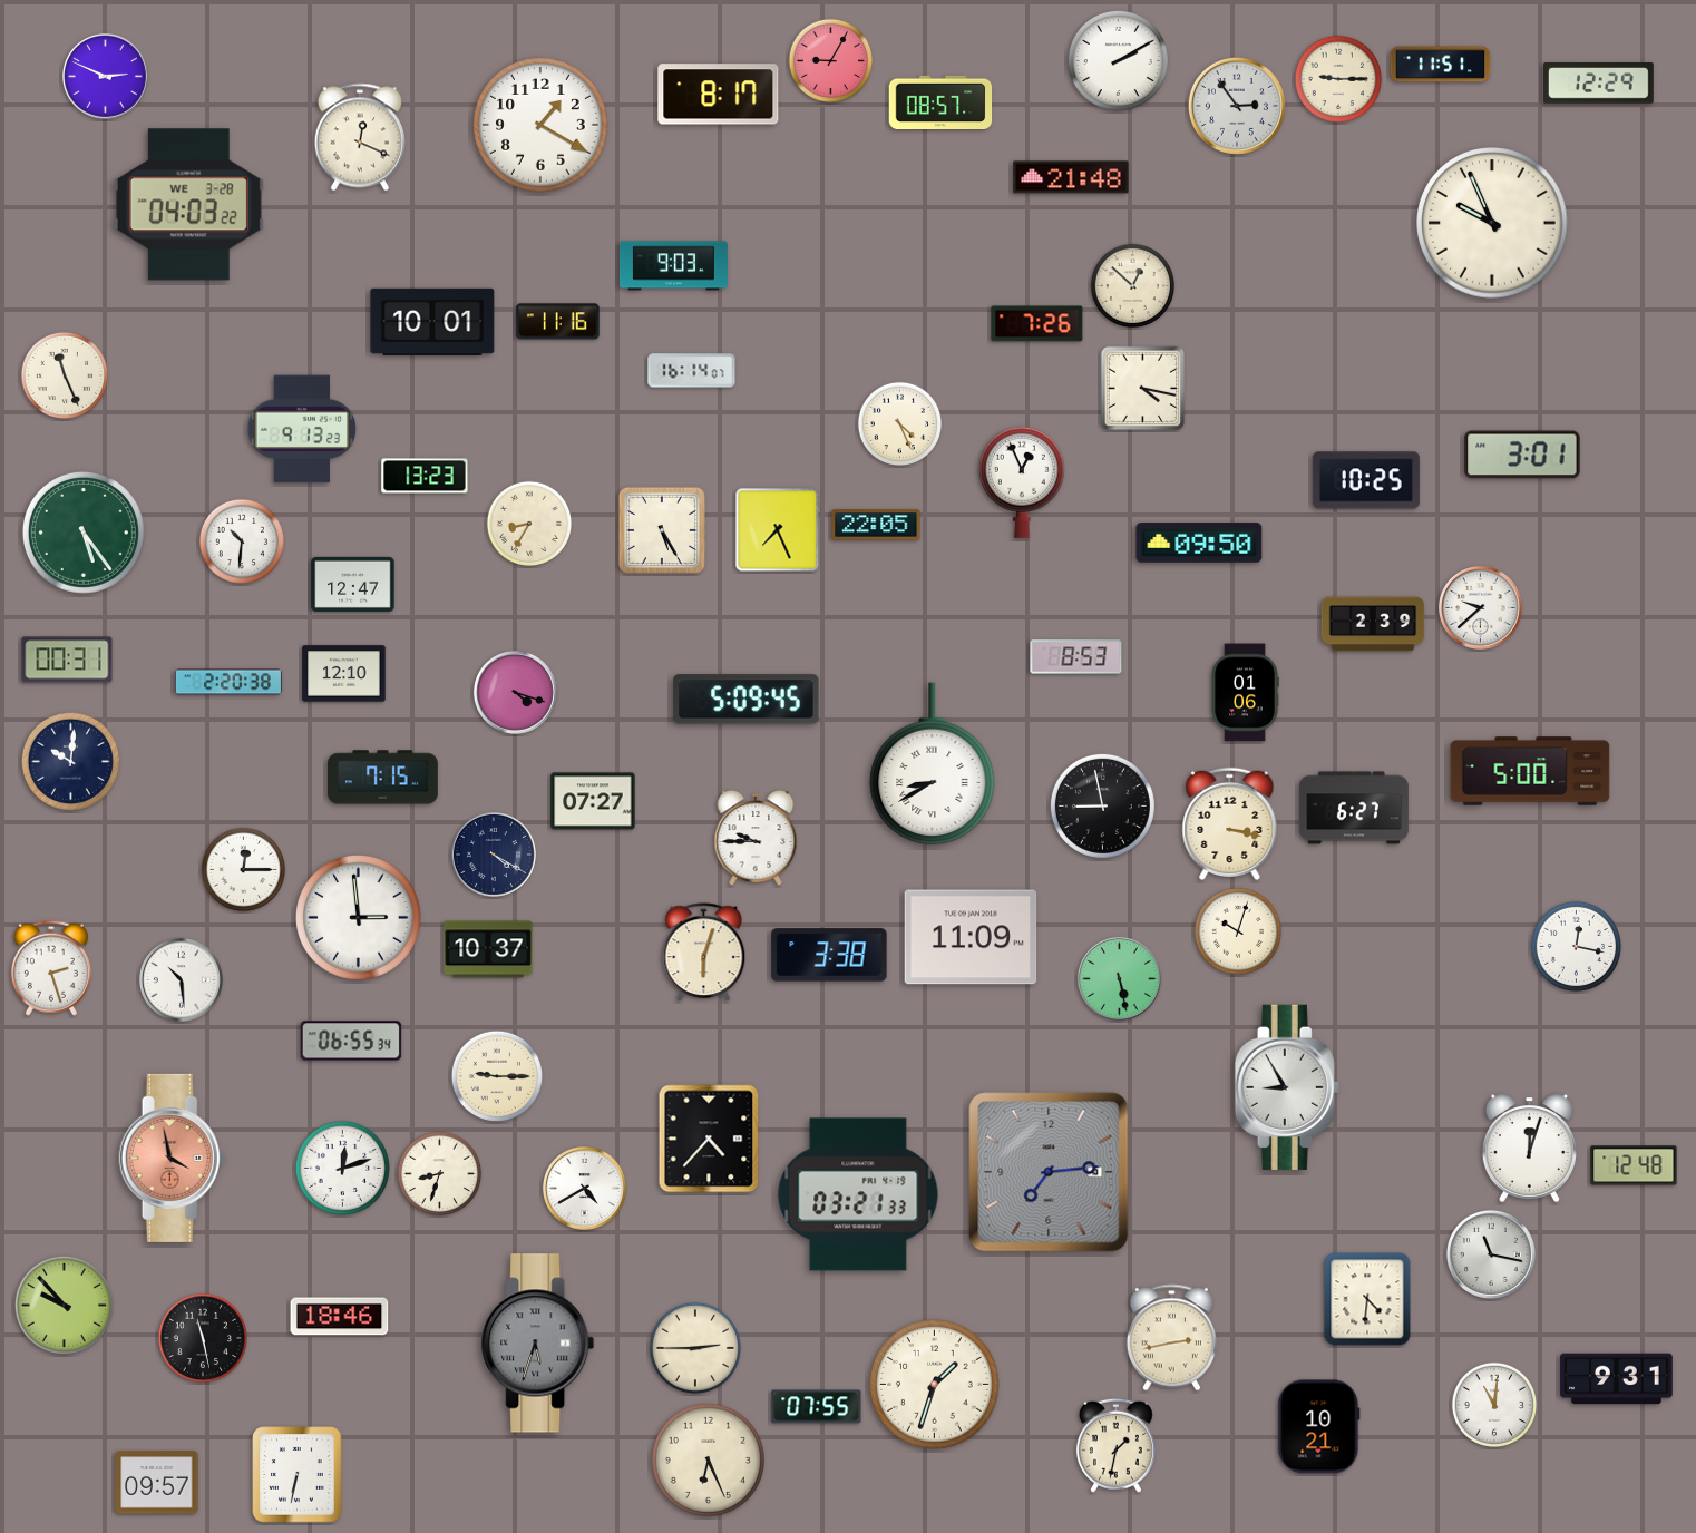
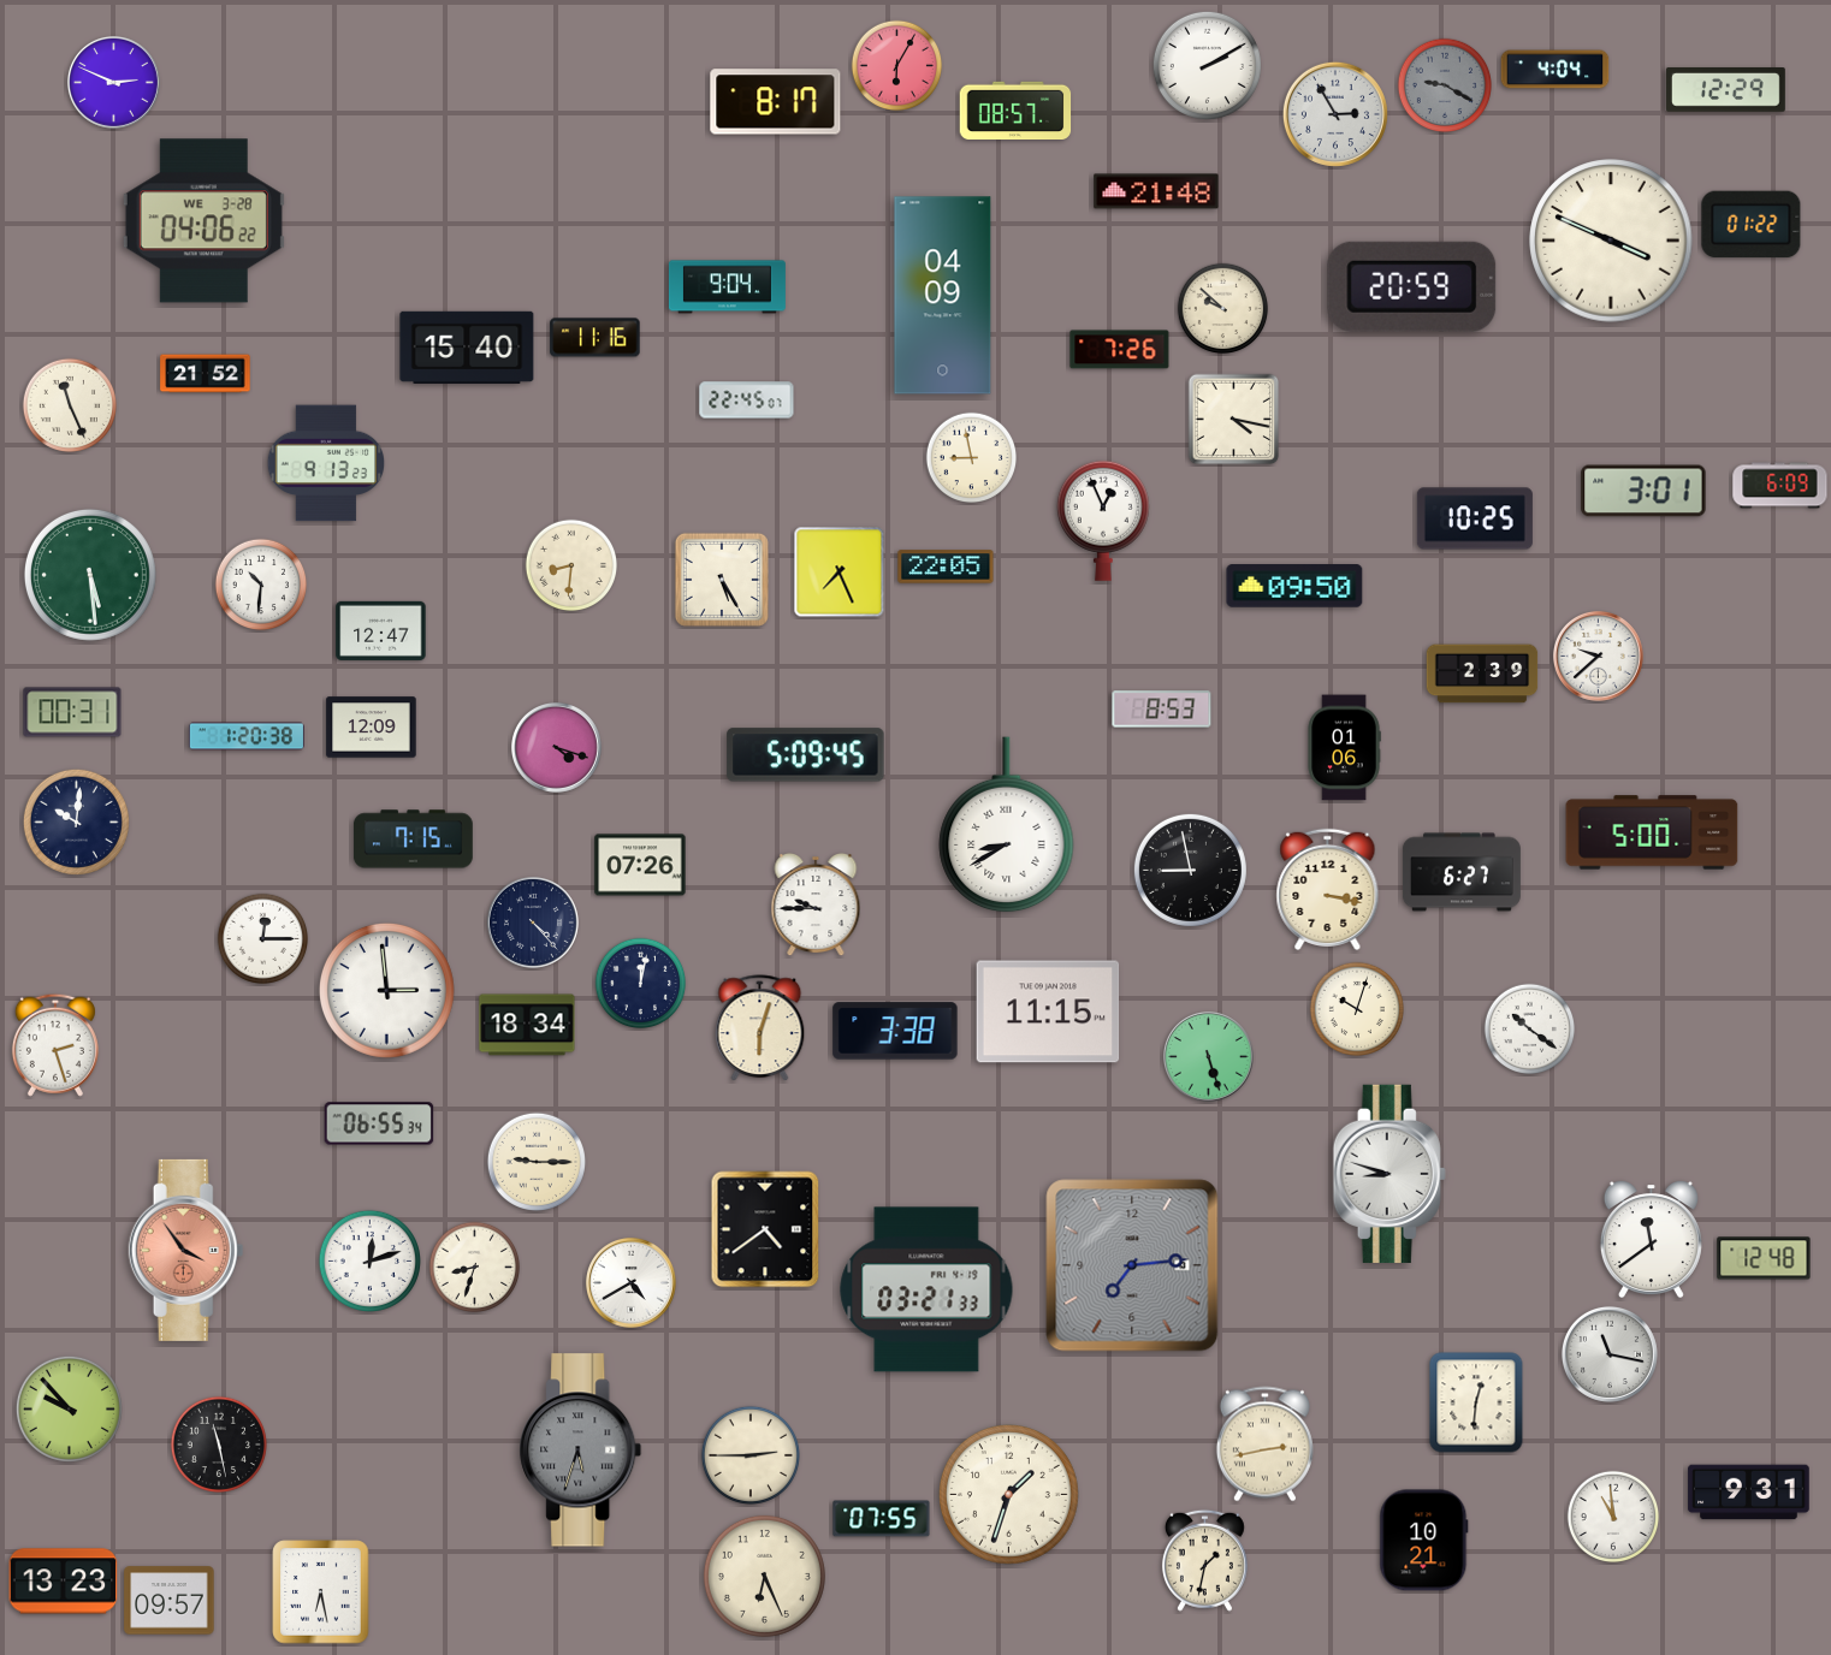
clock at (831, 61): 9:05 -> 6:05
clock at (1441, 65): 11:51 -> 4:04
clock at (1337, 78): 9:15 -> 9:20
clock at (1337, 78) dial: cream -> grey
clock at (1237, 106): 2:54 -> 2:55
clock at (542, 126): 1:20 -> none
clock at (360, 137): 12:19 -> none
clock at (188, 205): 04:03 -> 04:06
clock at (1752, 225): none -> 01:22
clock at (1492, 223): 9:56 -> 3:49
clock at (1412, 286): none -> 20:59
clock at (673, 266): 9:03 -> 9:04
clock at (943, 296): none -> 04:09
clock at (1133, 286): 12:52 -> 9:52
clock at (432, 322): 10:01 -> 15:40
clock at (558, 322) position: (558, 322) -> (595, 338)
clock at (206, 374): none -> 21:52
clock at (692, 371): 16:14 -> 22:45
clock at (900, 424): 4:26 -> 8:58
clock at (1780, 486): none -> 6:09
clock at (425, 476): 13:23 -> none
clock at (529, 524): 8:35 -> 8:31
clock at (662, 530) position: (662, 530) -> (722, 580)
clock at (84, 533): 5:24 -> 5:29
clock at (344, 674): 12:10 -> 12:09
clock at (228, 682): 2:20 -> 1:20
clock at (593, 801): 07:27 -> 07:26
clock at (494, 855): 4:20 -> 4:23
clock at (641, 984): none -> 12:02
clock at (1237, 930) position: (1237, 930) -> (1356, 1008)
clock at (971, 937): 11:09 -> 11:15
clock at (1576, 946): 12:17 -> none
clock at (488, 949): 10:37 -> 18:34
clock at (1530, 1030): none -> 10:21
clock at (1119, 978): 5:28 -> 5:27
clock at (181, 979): 10:29 -> none
clock at (1287, 1087): 8:55 -> 8:48
clock at (709, 1139): 4:37 -> 4:39
clock at (1529, 1148): 12:03 -> 11:39
clock at (173, 1158): 3:58 -> 3:54
clock at (1367, 1299): 4:31 -> 12:31
clock at (340, 1317): 18:46 -> none
clock at (1617, 1379) position: (1617, 1379) -> (1749, 1493)
clock at (1494, 1405): 11:01 -> 10:59
clock at (64, 1582): none -> 13:23
clock at (298, 1475): 6:32 -> 6:28
